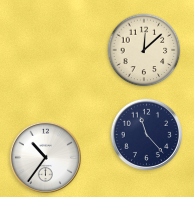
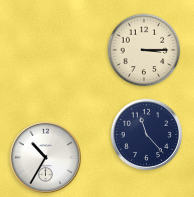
clock at (144, 50): 12:08 -> 3:15
clock at (45, 157): 10:36 -> 10:35
